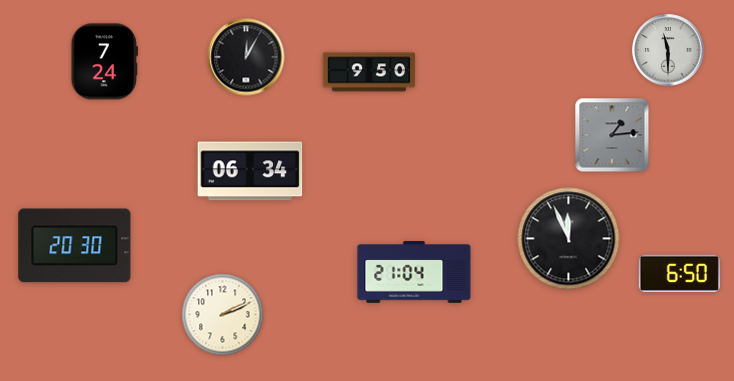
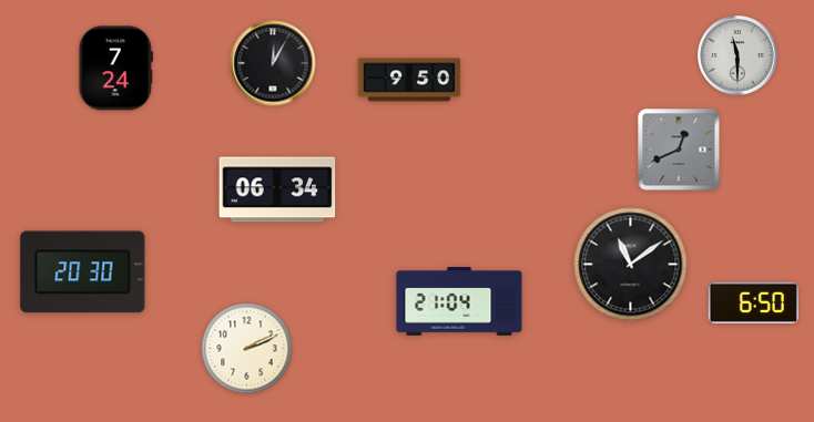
clock at (668, 50) position: (668, 50) -> (737, 55)
clock at (612, 135): 1:14 -> 12:41
clock at (569, 239): 11:56 -> 11:09
